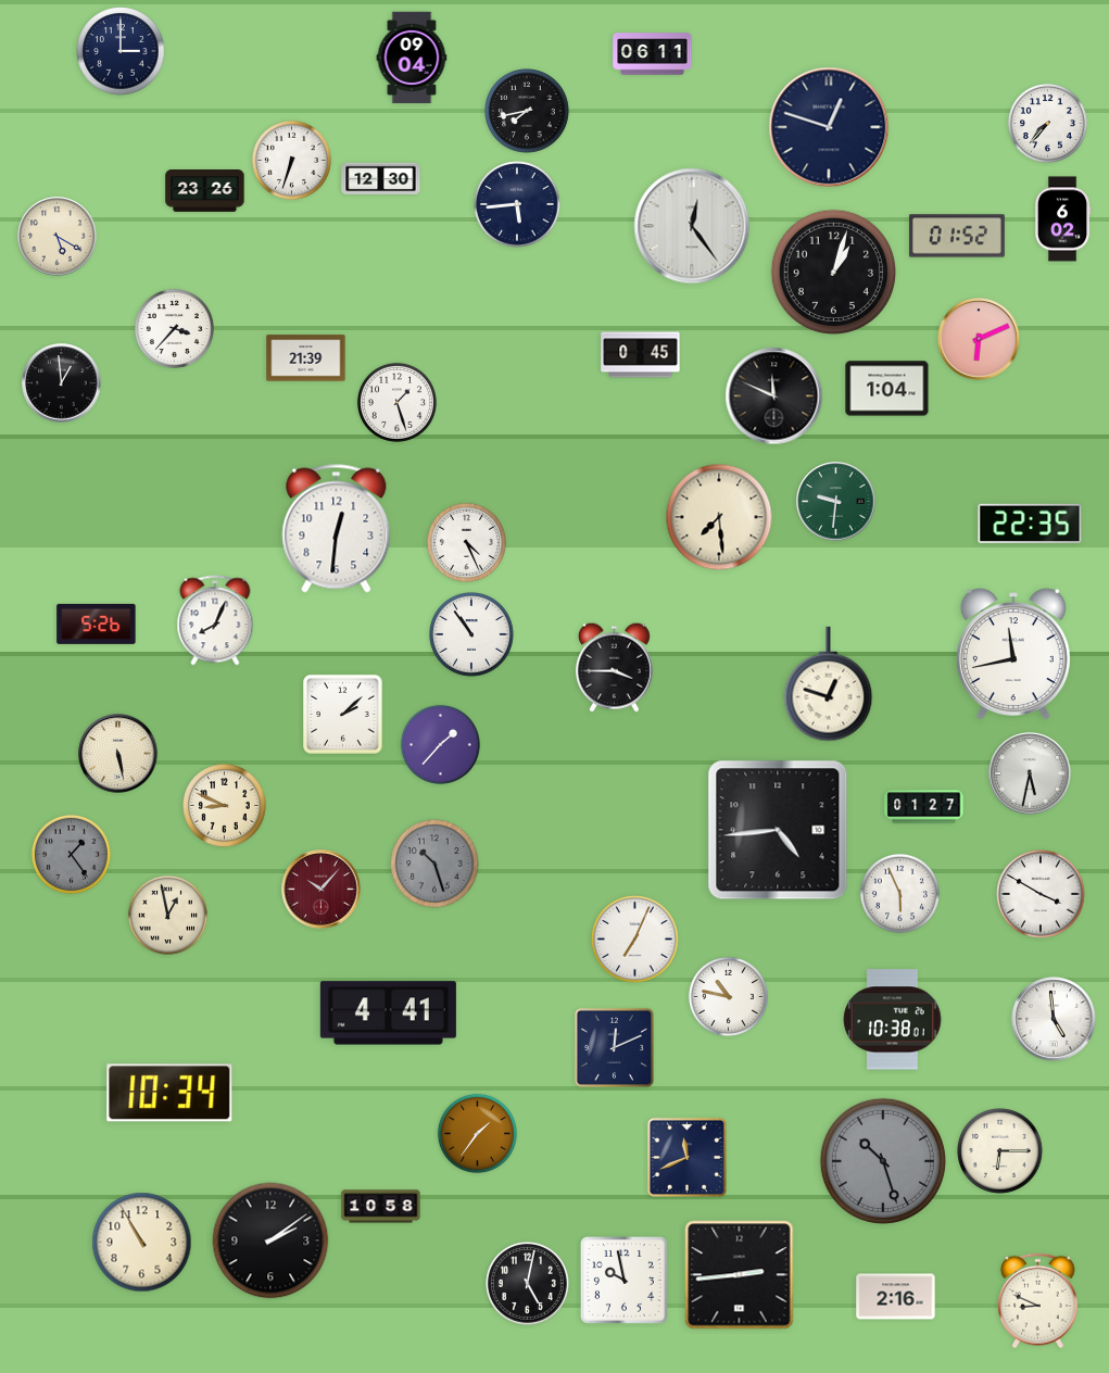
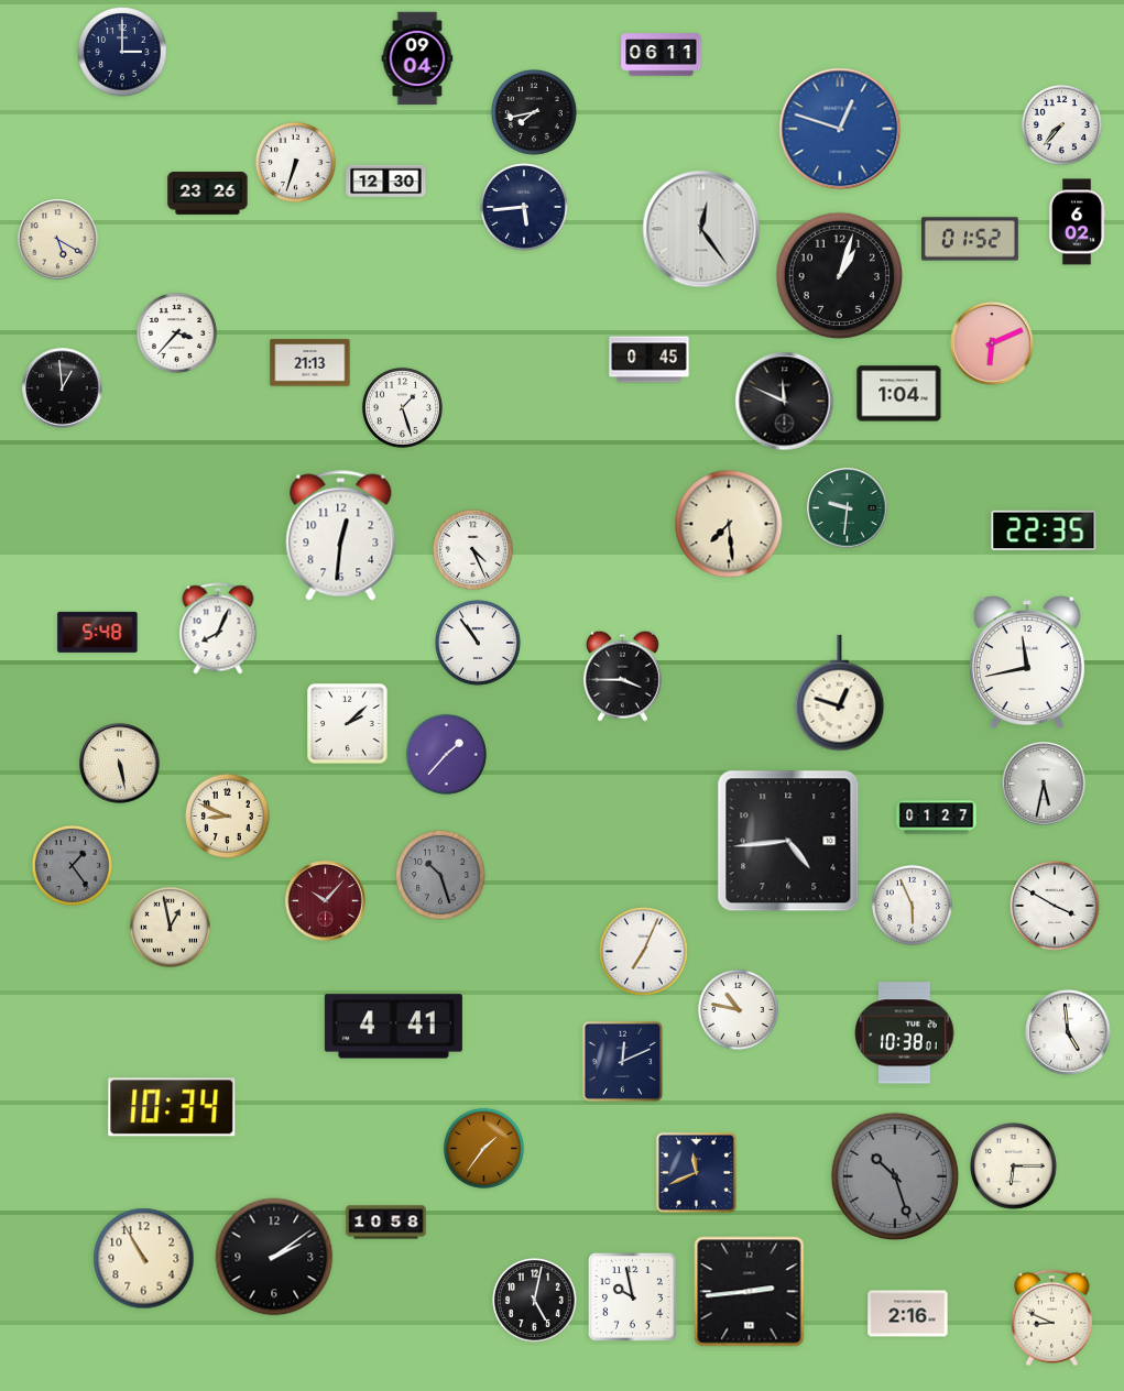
clock at (829, 127) dial: navy -> blue
clock at (833, 272) position: (833, 272) -> (839, 275)
clock at (306, 358): 21:39 -> 21:13
clock at (97, 623): 5:26 -> 5:48
